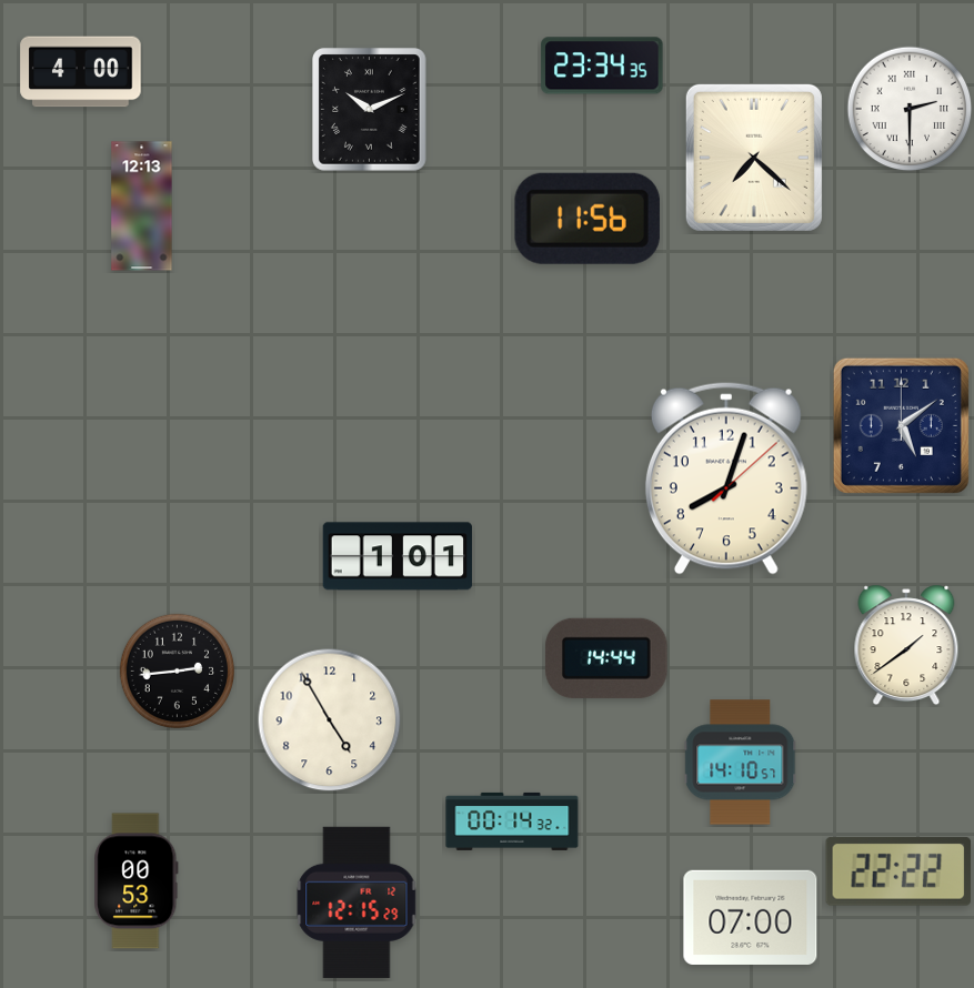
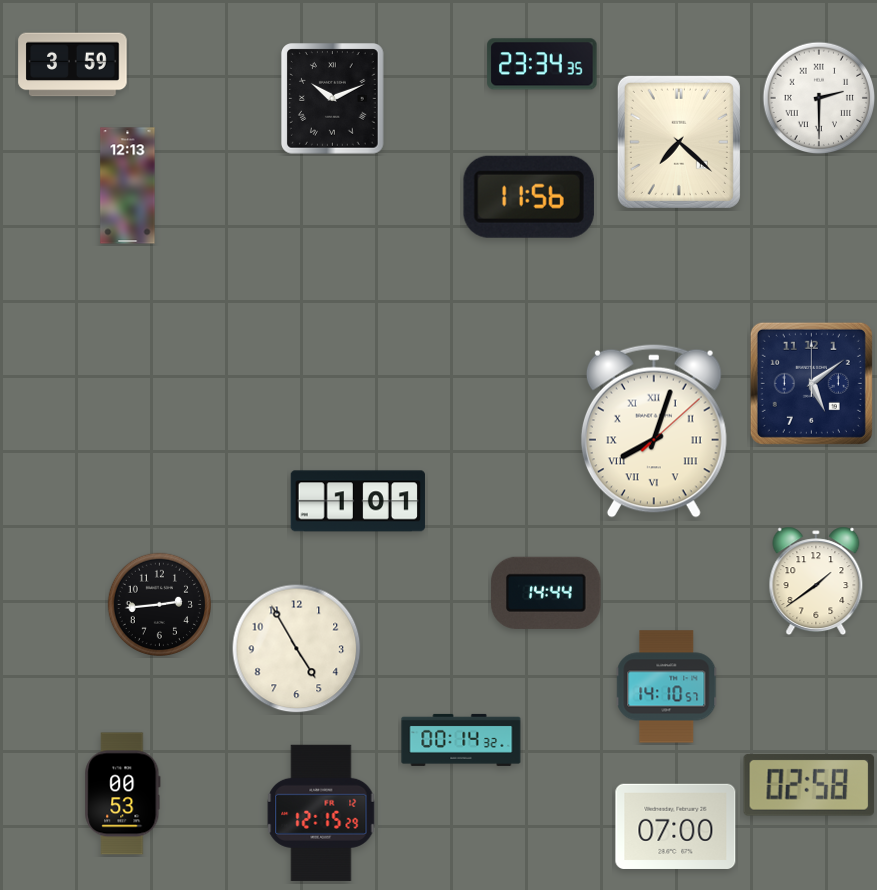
clock at (602, 65) position: (602, 65) -> (542, 64)
clock at (81, 72): 4:00 -> 3:59
clock at (726, 478) numerals: Arabic -> Roman
clock at (898, 871): 22:22 -> 02:58
